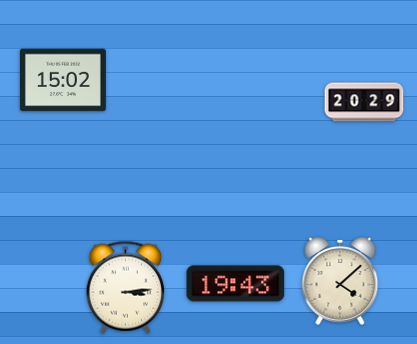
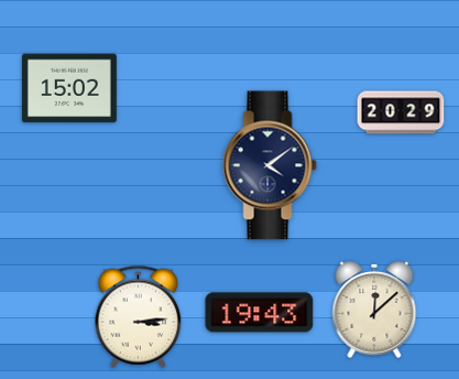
clock at (270, 165): none -> 4:09
clock at (340, 281): 4:08 -> 12:08
